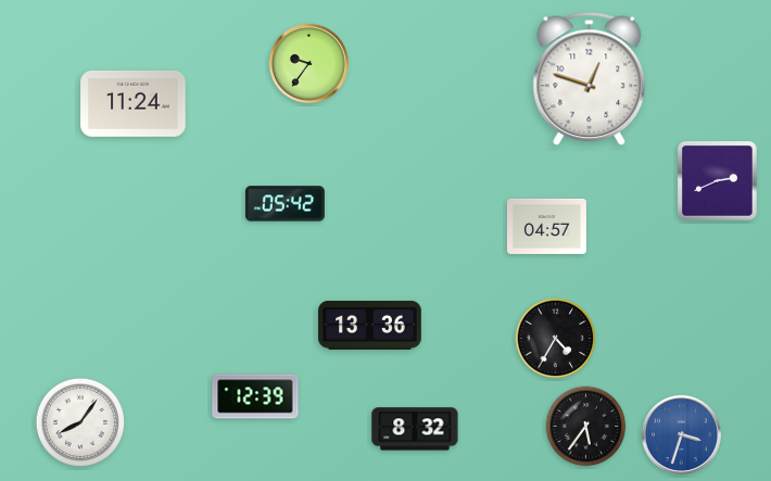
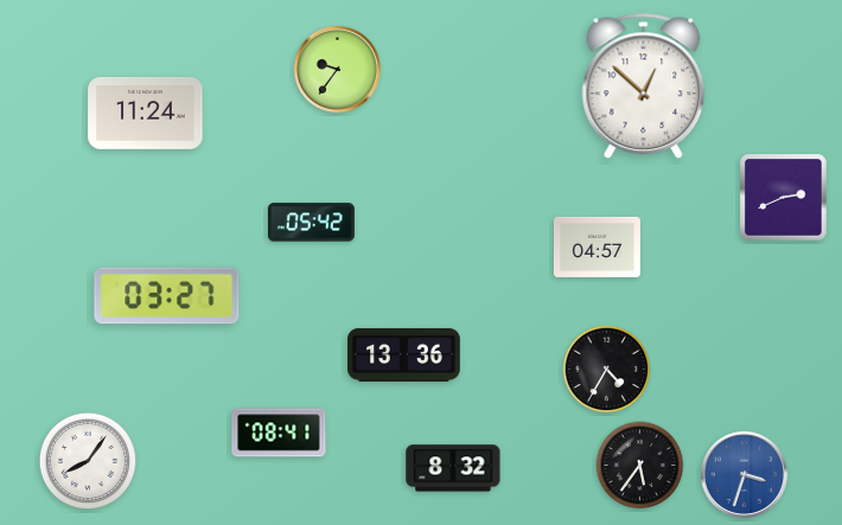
clock at (590, 79): 12:48 -> 12:52
clock at (167, 296): none -> 03:27
clock at (255, 396): 12:39 -> 08:41
